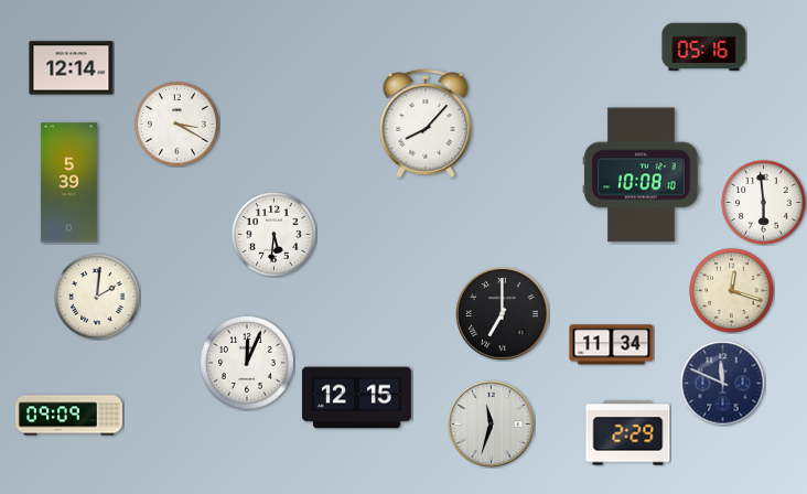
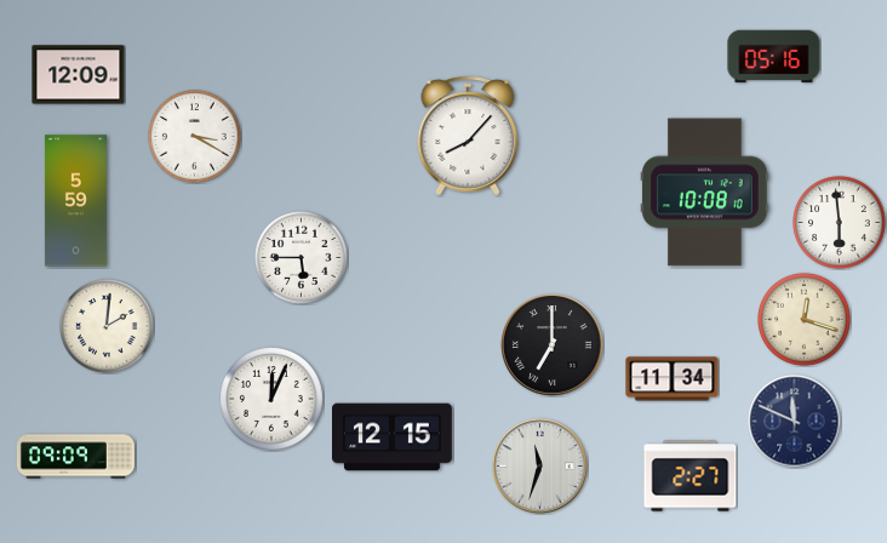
clock at (704, 47) position: (704, 47) -> (774, 57)
clock at (72, 68): 12:14 -> 12:09
clock at (68, 183): 5:39 -> 5:59
clock at (275, 235): 5:31 -> 5:45
clock at (628, 433): 2:29 -> 2:27
